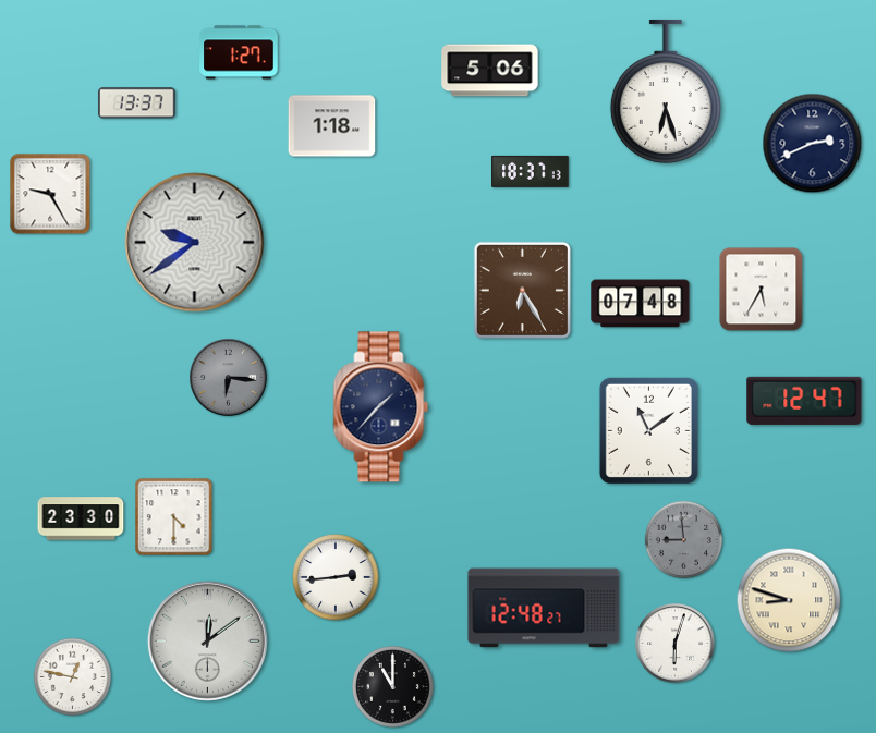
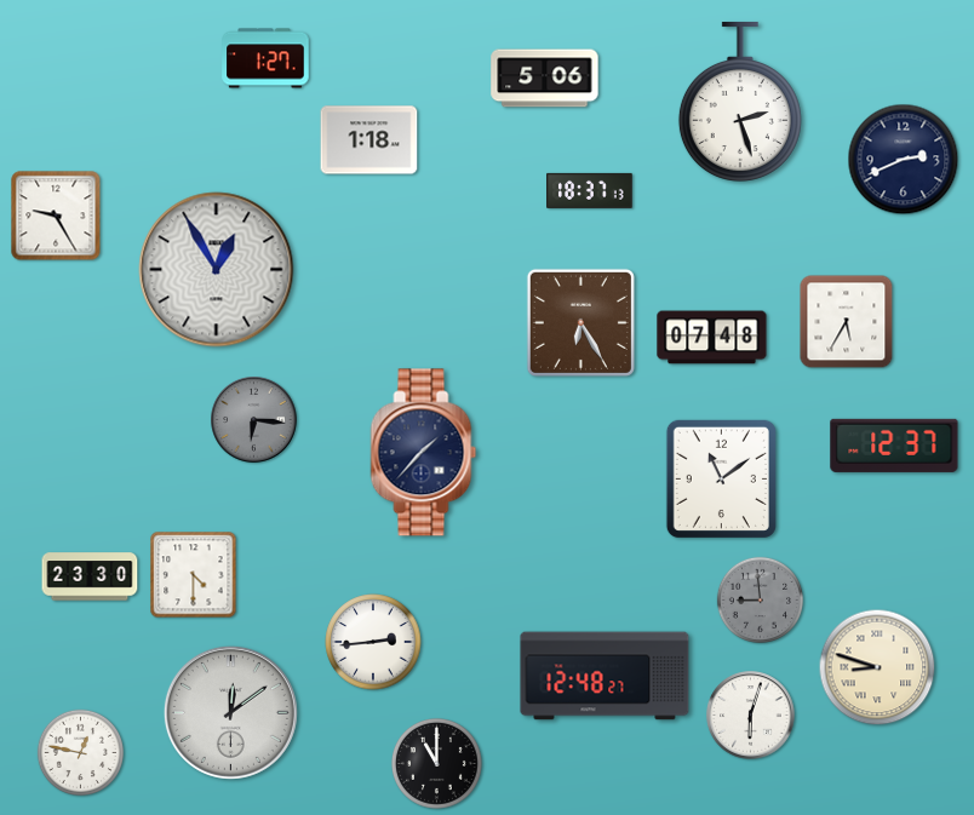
clock at (666, 91): 6:27 -> 2:27
clock at (137, 103): 13:37 -> none
clock at (195, 243): 9:39 -> 12:55
clock at (804, 401): 12:47 -> 12:37
